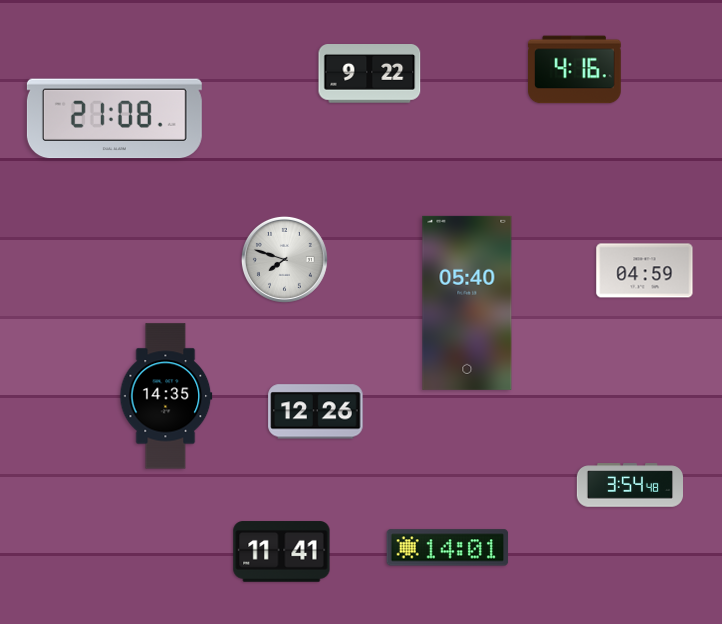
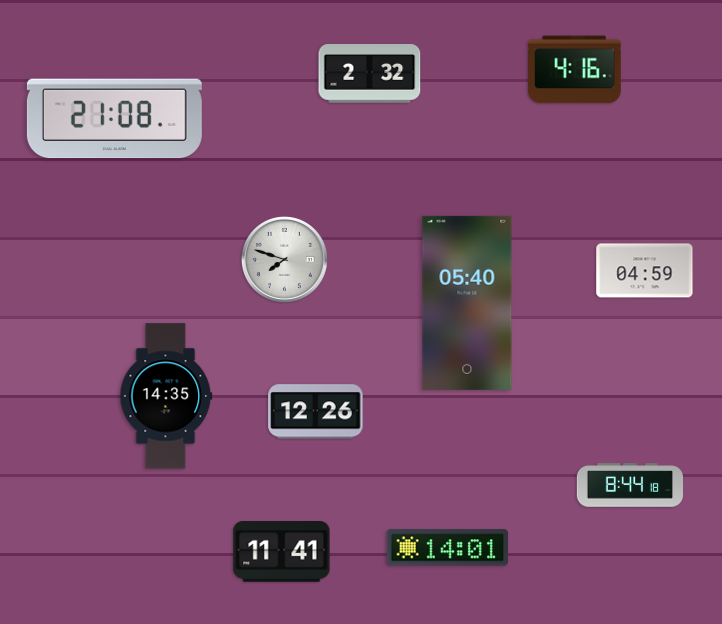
clock at (370, 74): 9:22 -> 2:32
clock at (629, 485): 3:54 -> 8:44
